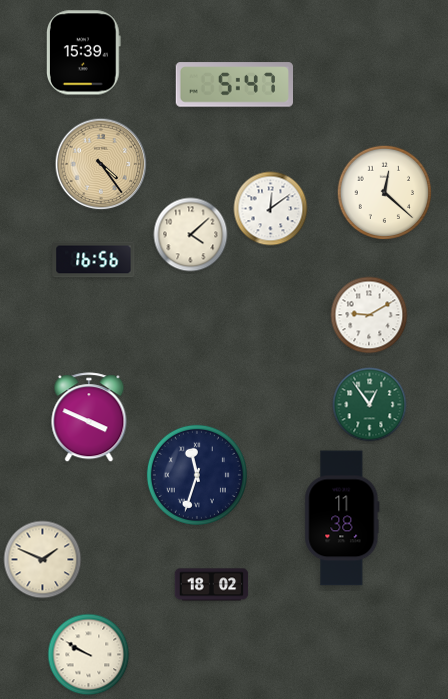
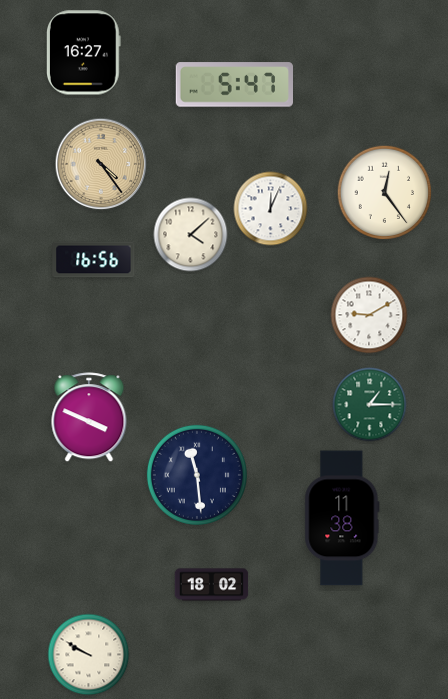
clock at (83, 53): 15:39 -> 16:27
clock at (385, 193): 12:22 -> 12:24
clock at (271, 209): 12:09 -> 12:04
clock at (370, 405): 12:54 -> 1:15
clock at (197, 475): 11:33 -> 11:29
clock at (43, 560): 1:49 -> none
